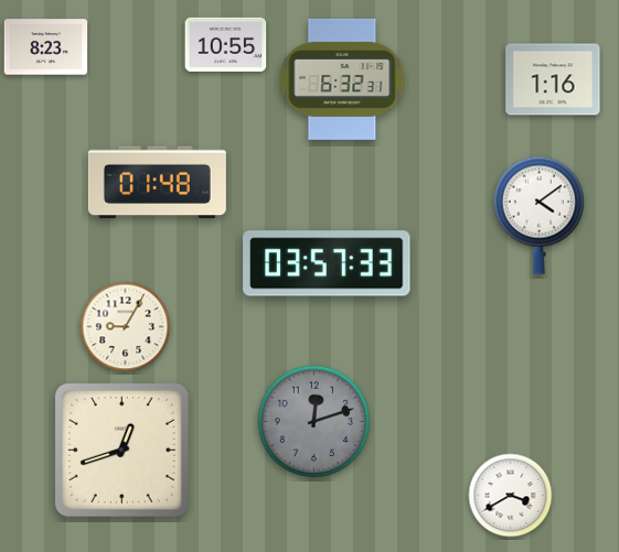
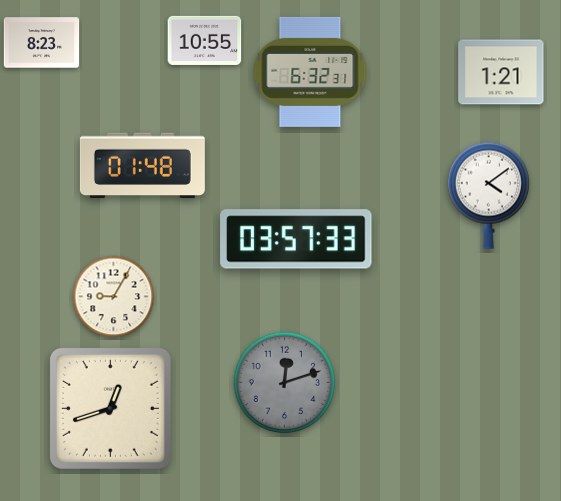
clock at (553, 79): 1:16 -> 1:21
clock at (511, 496): 3:40 -> none
